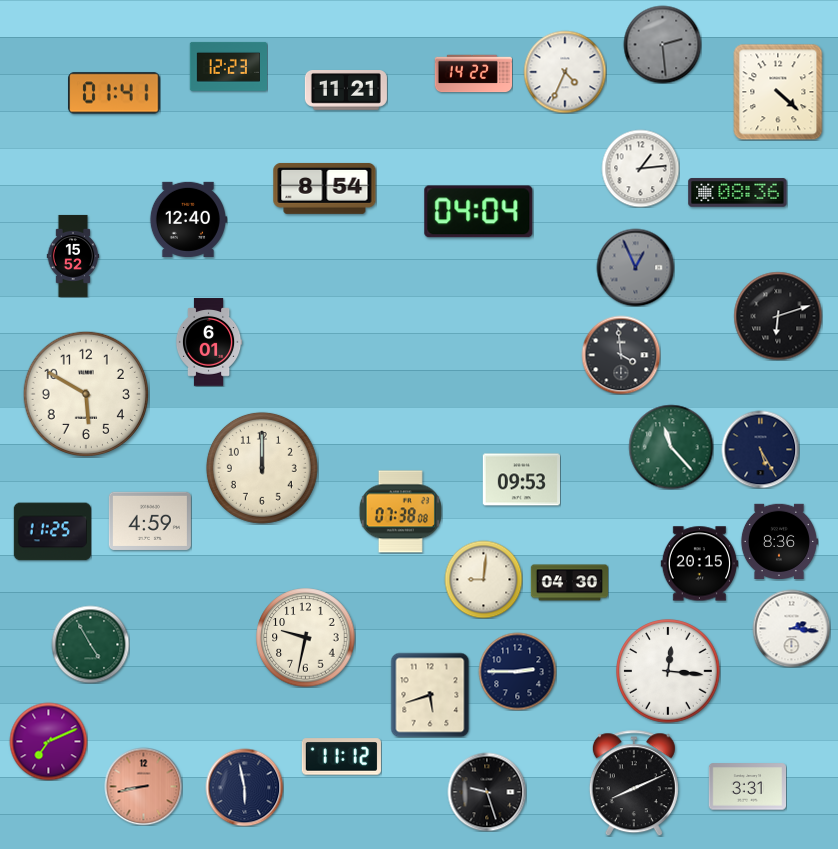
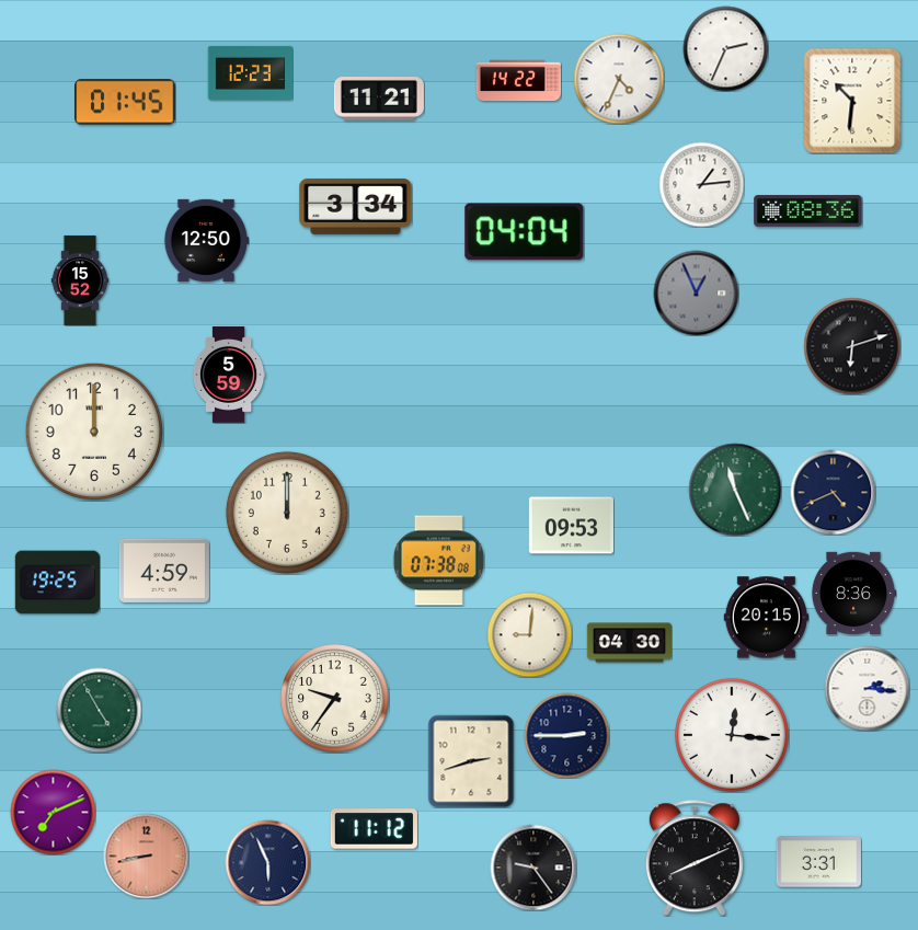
clock at (662, 44): 2:29 -> 2:34
clock at (662, 44) dial: grey -> white
clock at (778, 92): 4:22 -> 10:31
clock at (114, 93): 01:41 -> 01:45
clock at (325, 188): 8:54 -> 3:34
clock at (188, 219): 12:40 -> 12:50
clock at (209, 342): 6:01 -> 5:59
clock at (621, 355): 3:59 -> none
clock at (86, 394): 5:50 -> 12:00
clock at (671, 447): 11:23 -> 11:26
clock at (760, 449): 5:25 -> 4:41
clock at (52, 532): 11:25 -> 19:25
clock at (569, 583) position: (569, 583) -> (629, 643)
clock at (306, 638): 9:32 -> 9:36
clock at (90, 644) position: (90, 644) -> (99, 710)
clock at (430, 695): 5:42 -> 2:42
clock at (143, 786) position: (143, 786) -> (146, 856)
clock at (244, 787): 5:58 -> 5:56
clock at (487, 792): 9:27 -> 9:24
